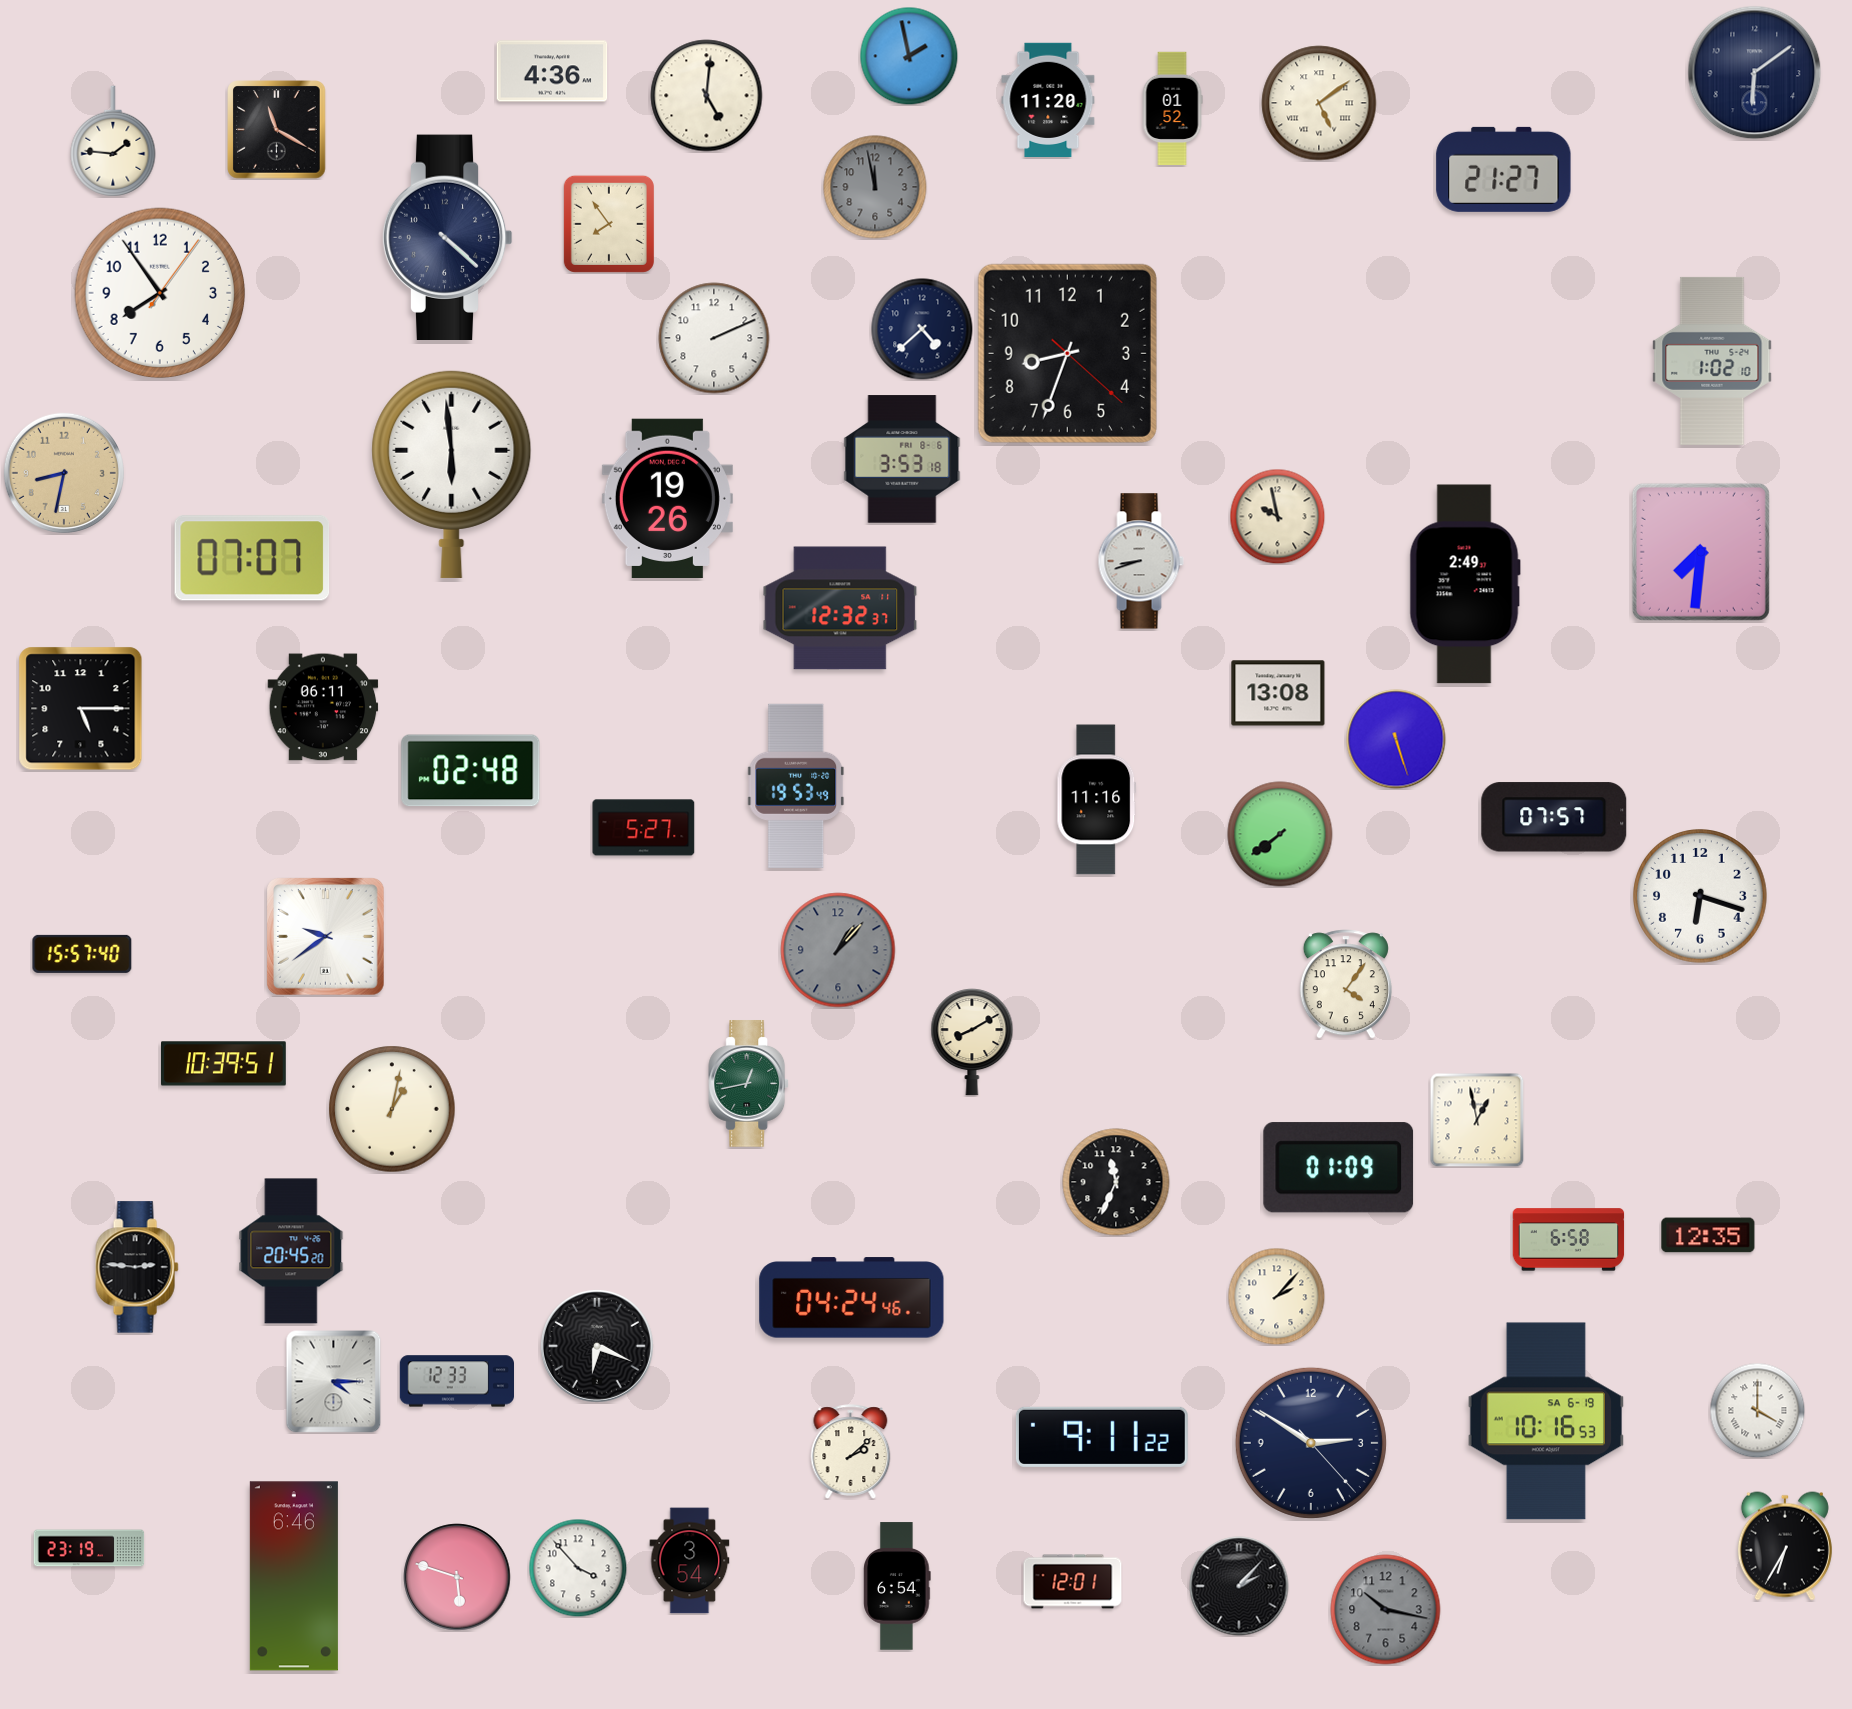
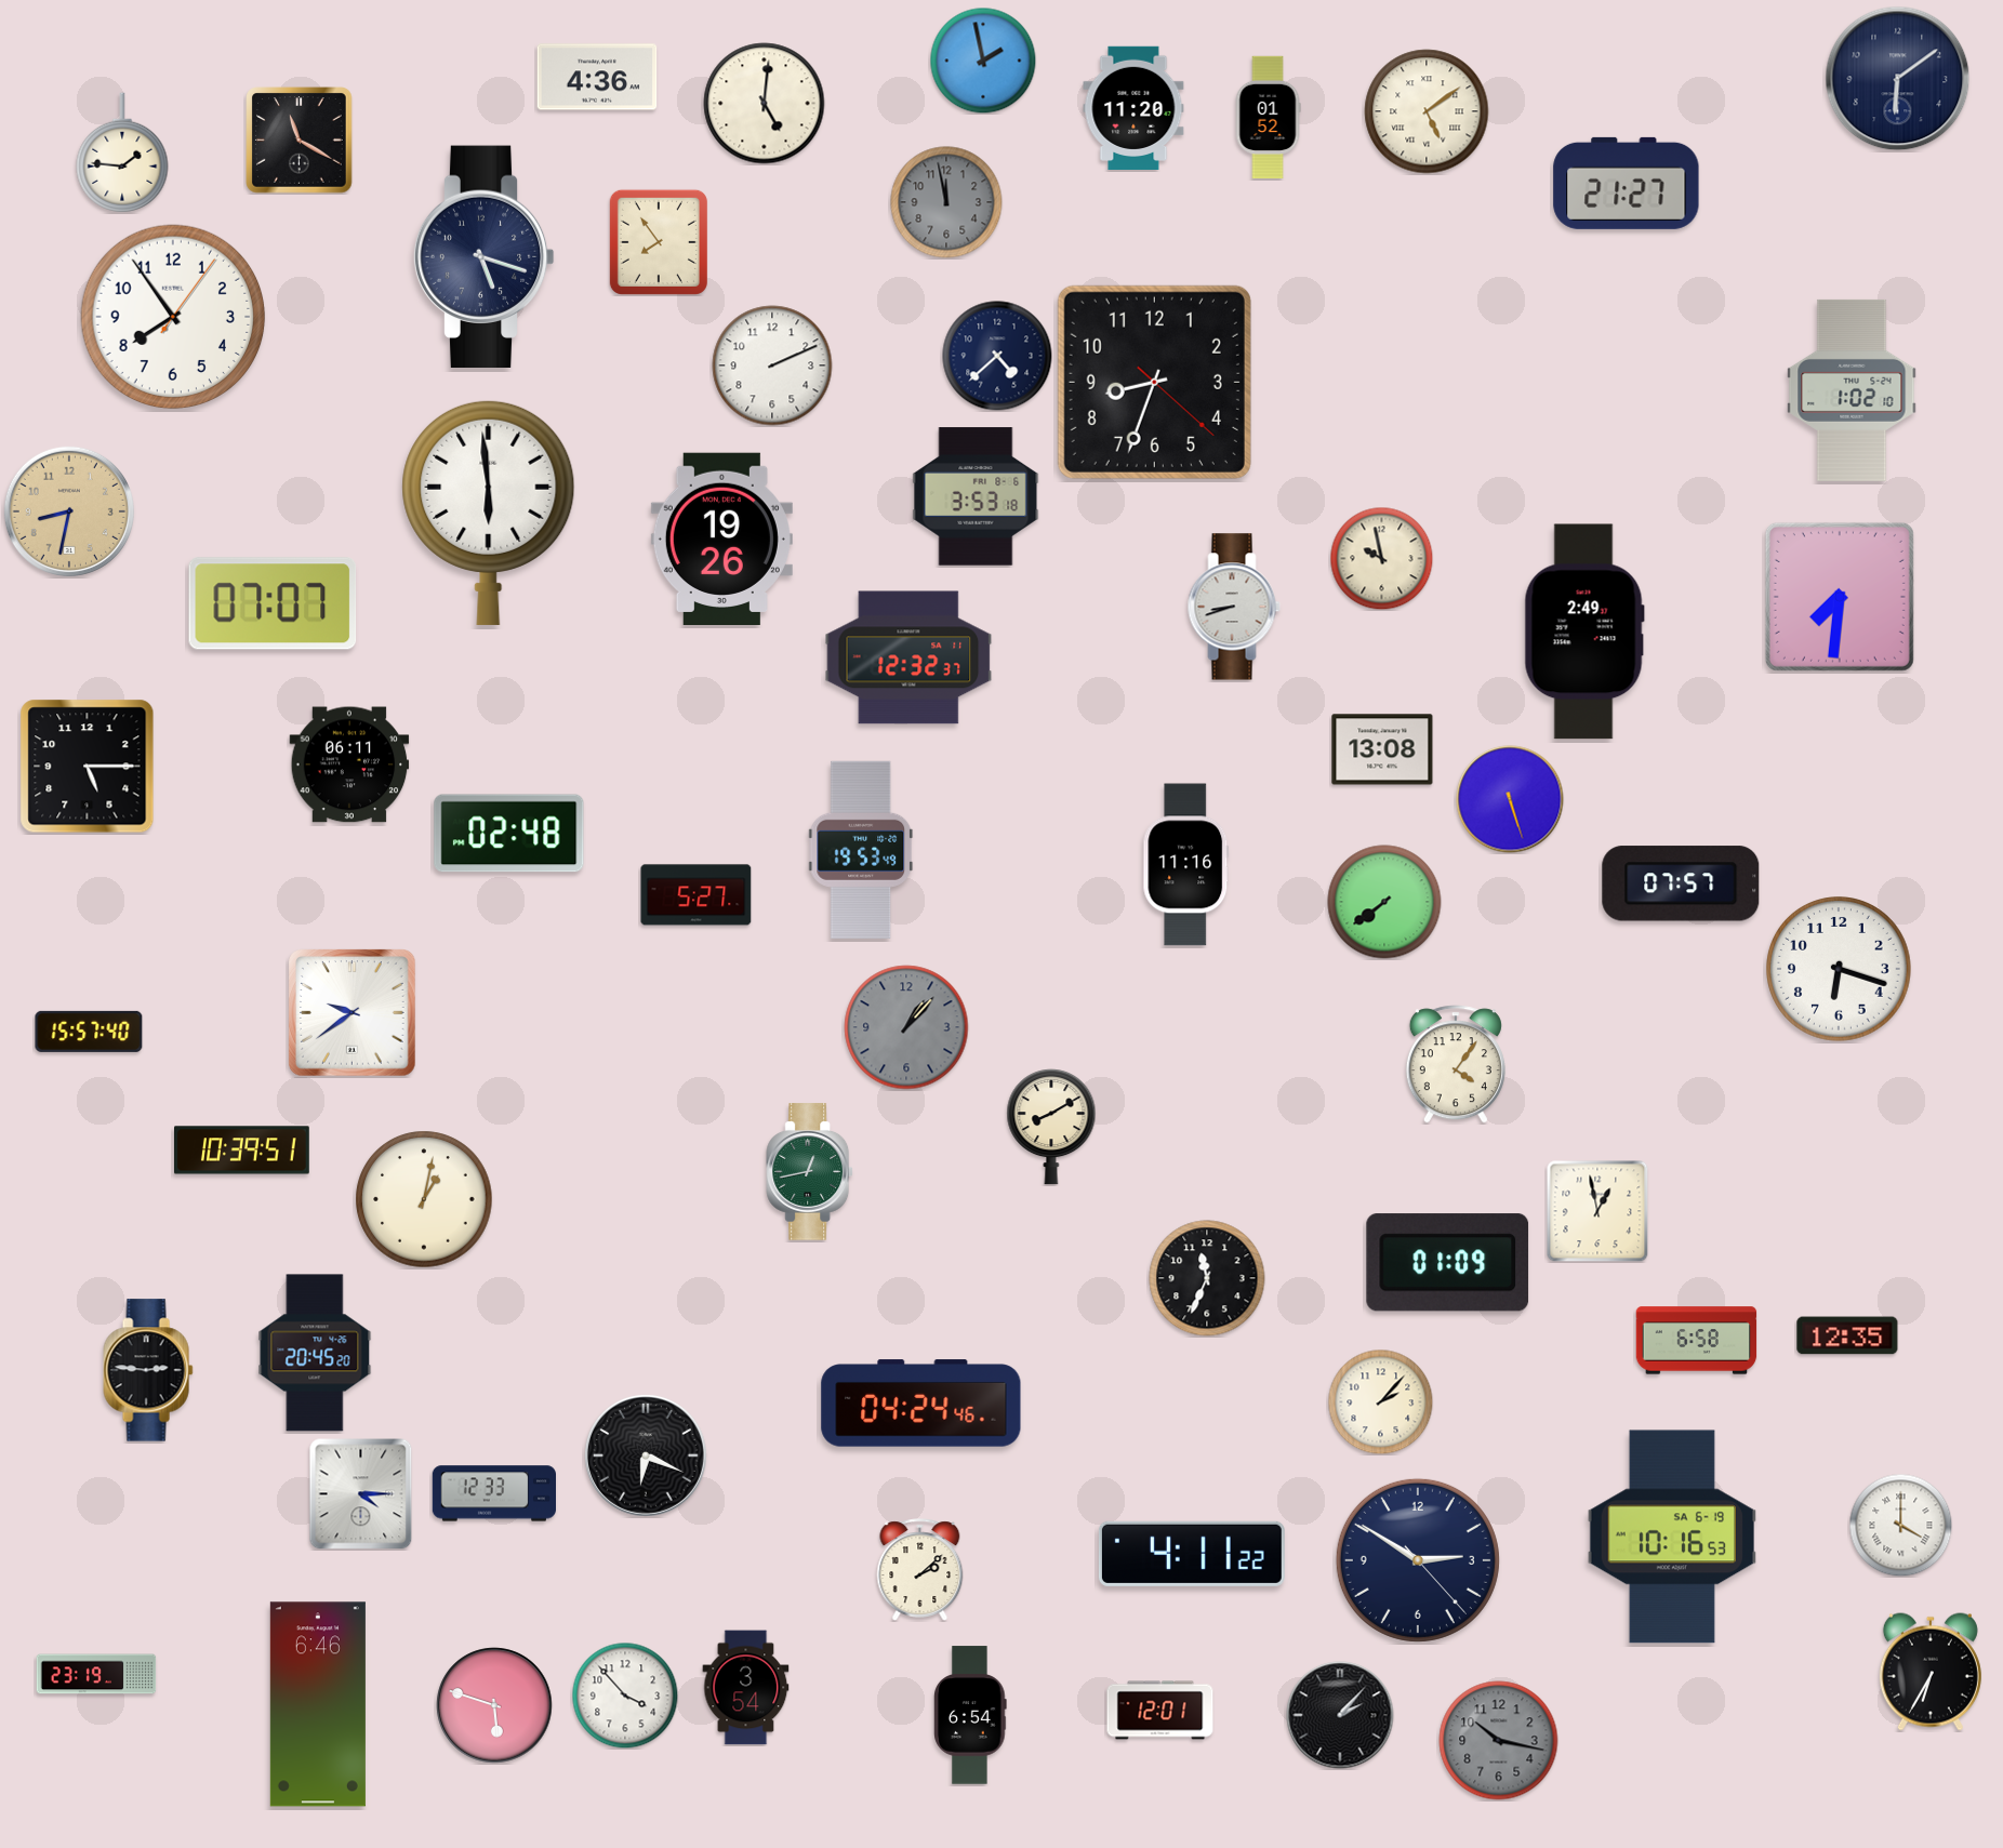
clock at (447, 237): 4:22 -> 5:18
clock at (1102, 1437): 9:11 -> 4:11
